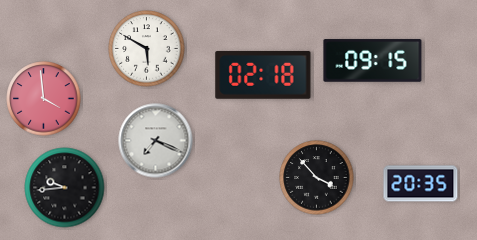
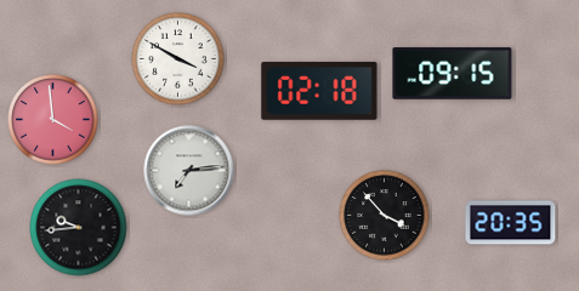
clock at (147, 49): 5:50 -> 3:50
clock at (156, 141): 7:19 -> 7:14
